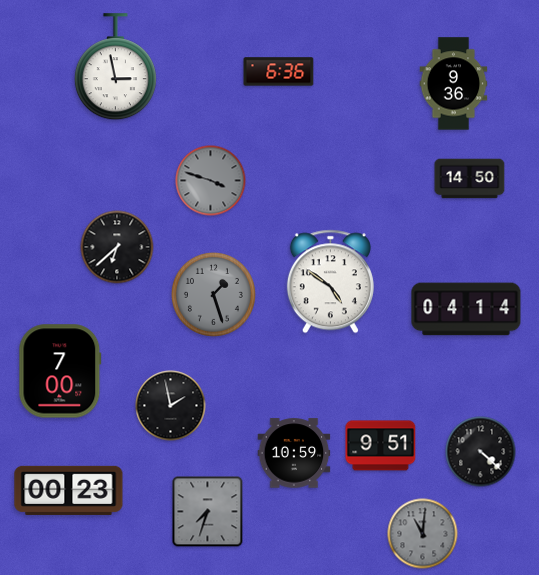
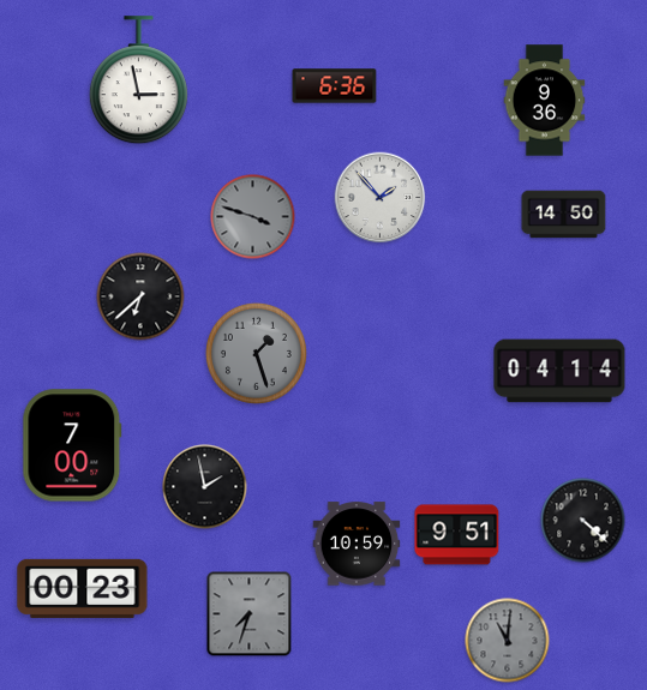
clock at (381, 198): none -> 1:53
clock at (330, 282): 4:51 -> none
clock at (481, 452) position: (481, 452) -> (583, 521)
clock at (294, 453) position: (294, 453) -> (357, 544)
